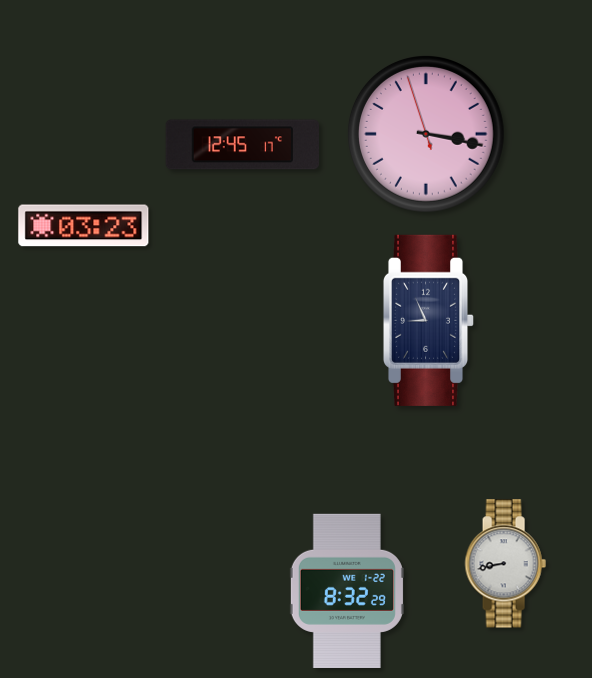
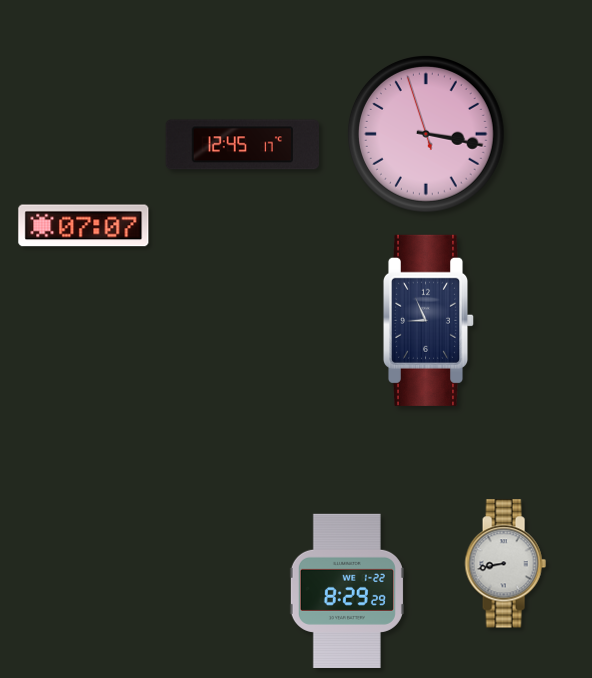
clock at (84, 226): 03:23 -> 07:07
clock at (347, 591): 8:32 -> 8:29
